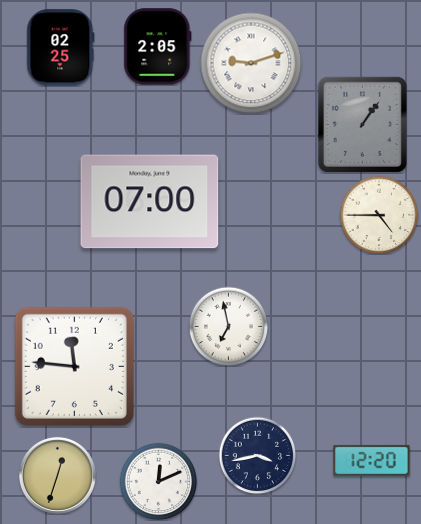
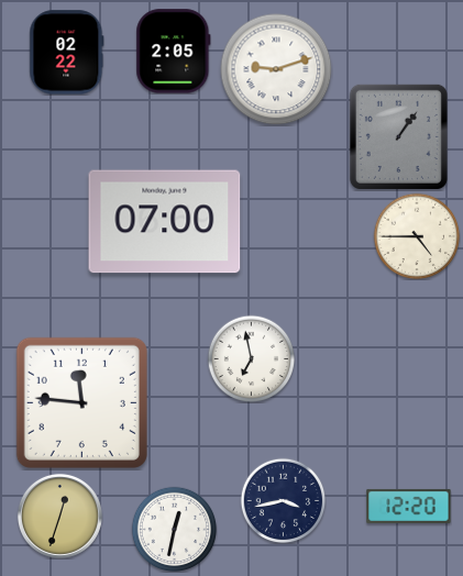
clock at (61, 48): 02:25 -> 02:22
clock at (57, 475) position: (57, 475) -> (59, 516)
clock at (158, 481): 12:11 -> 12:32
